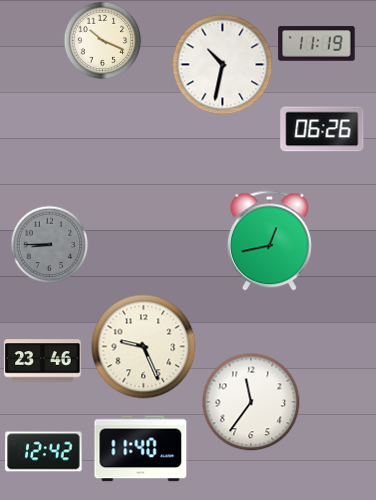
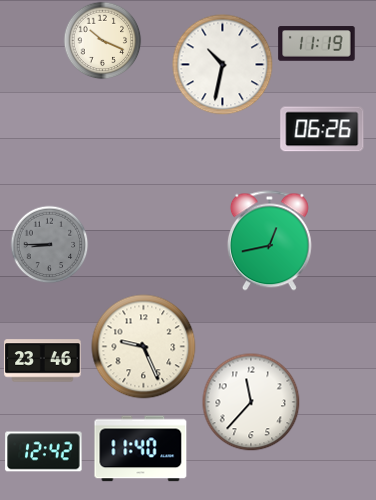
clock at (251, 402): 11:36 -> 11:37
